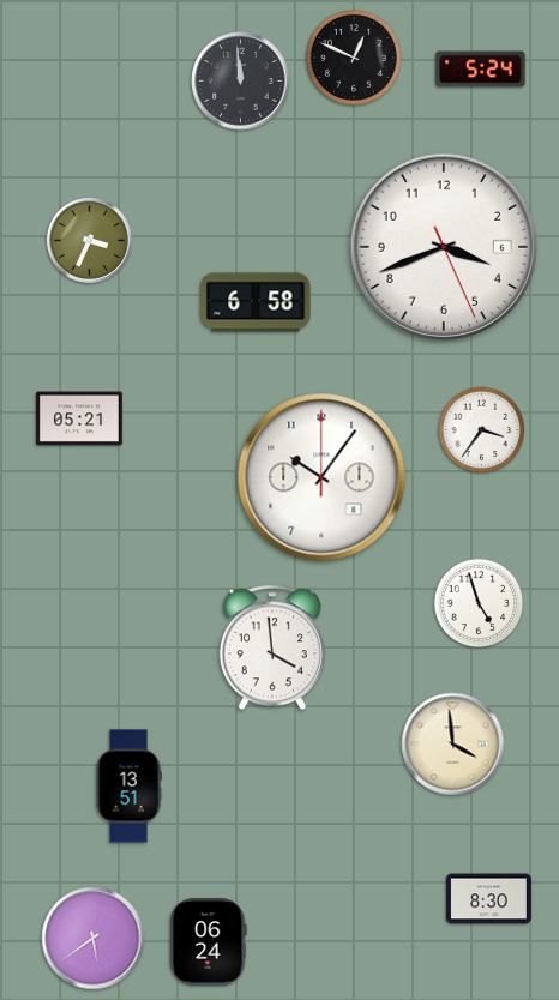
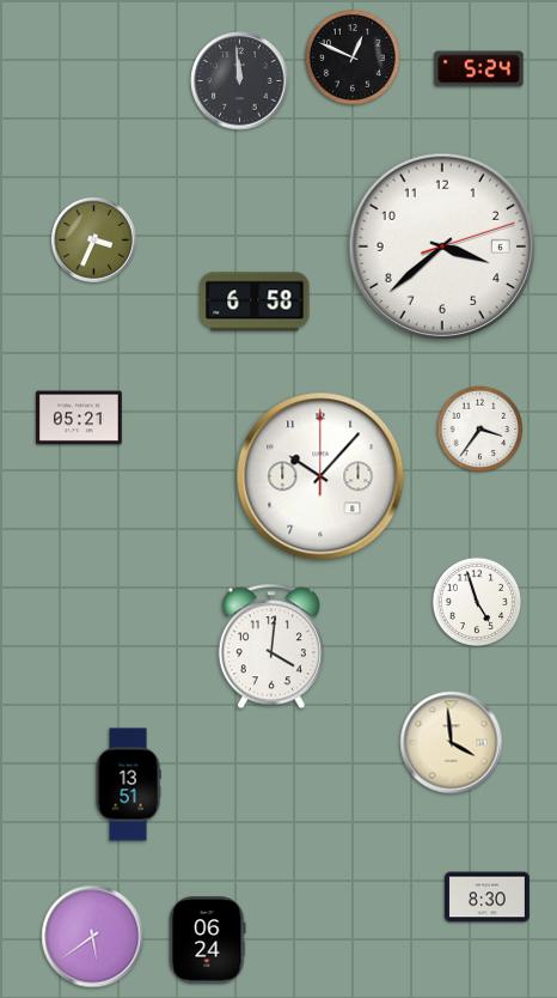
clock at (89, 240) position: (89, 240) -> (93, 239)
clock at (443, 246): 3:41 -> 3:38
clock at (321, 477): 10:06 -> 10:07
clock at (272, 647): 3:59 -> 4:01
